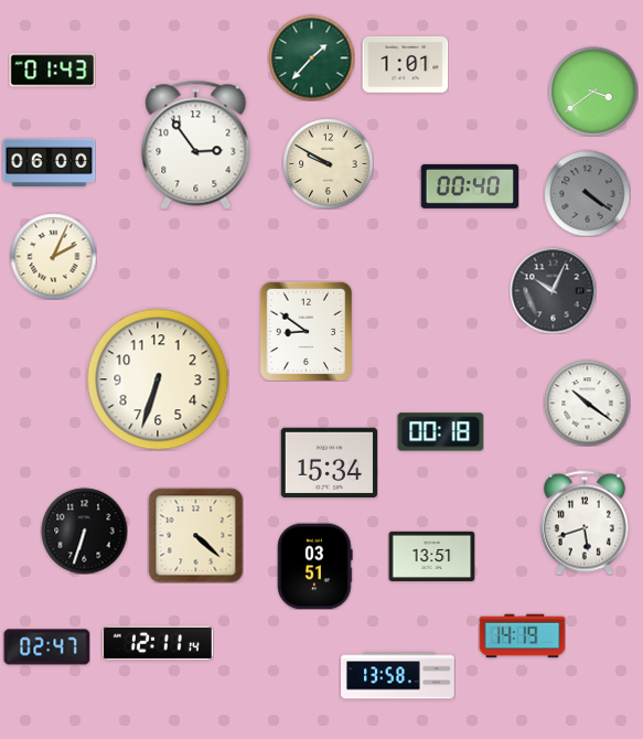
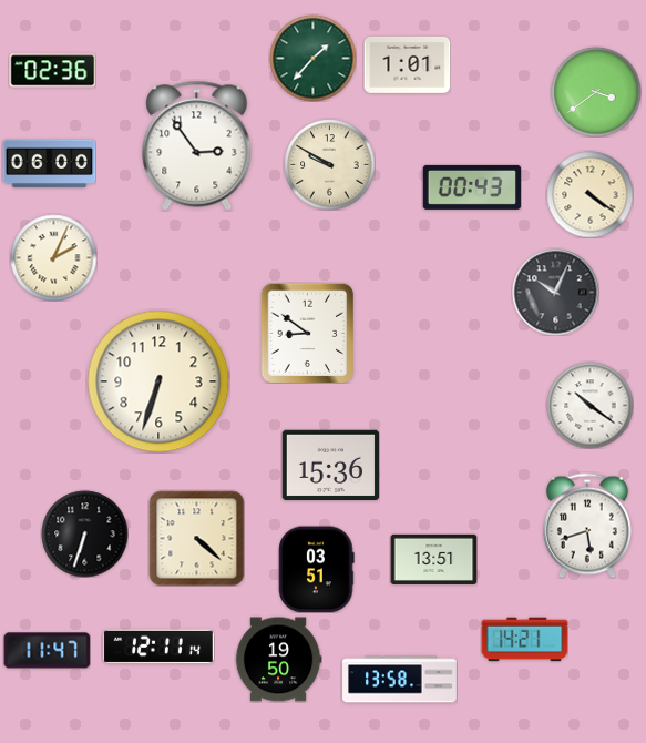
clock at (52, 71): 01:43 -> 02:36
clock at (470, 186): 00:40 -> 00:43
clock at (587, 193) dial: grey -> cream
clock at (440, 432): 00:18 -> none
clock at (329, 463): 15:34 -> 15:36
clock at (522, 636): 14:19 -> 14:21
clock at (46, 647): 02:47 -> 11:47
clock at (278, 660): none -> 19:50
